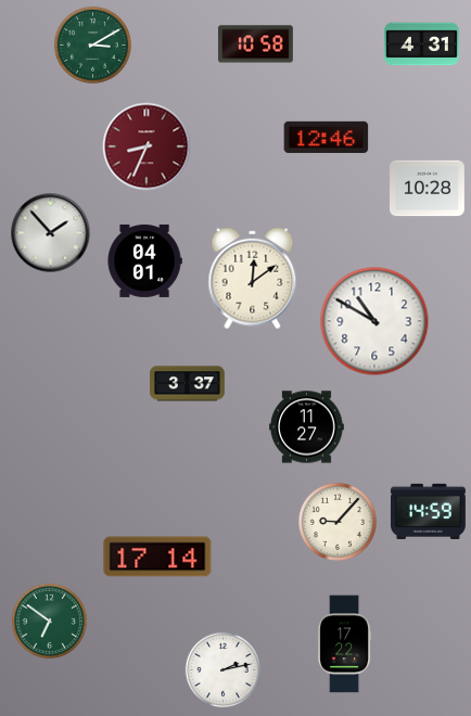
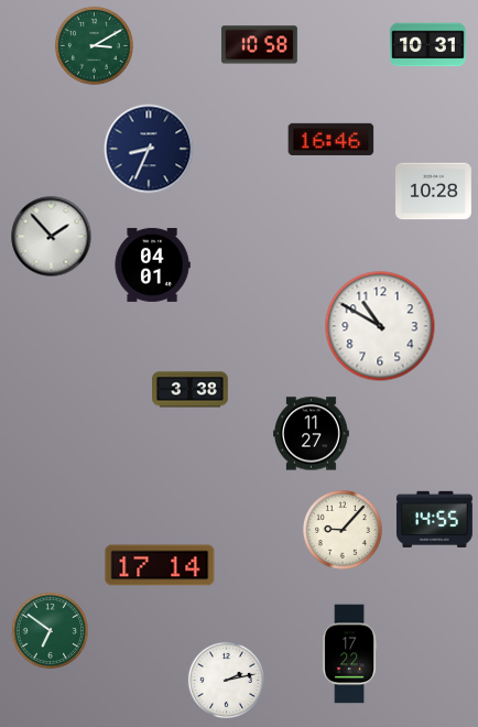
clock at (422, 44): 4:31 -> 10:31
clock at (327, 137): 12:46 -> 16:46
clock at (147, 146) dial: burgundy -> navy
clock at (144, 260) position: (144, 260) -> (152, 264)
clock at (253, 279): 12:09 -> none
clock at (188, 384): 3:37 -> 3:38
clock at (428, 511): 14:59 -> 14:55
